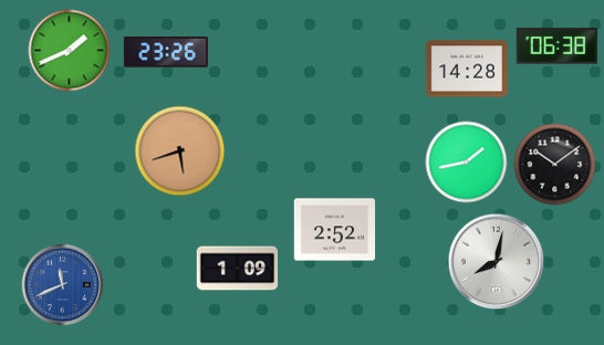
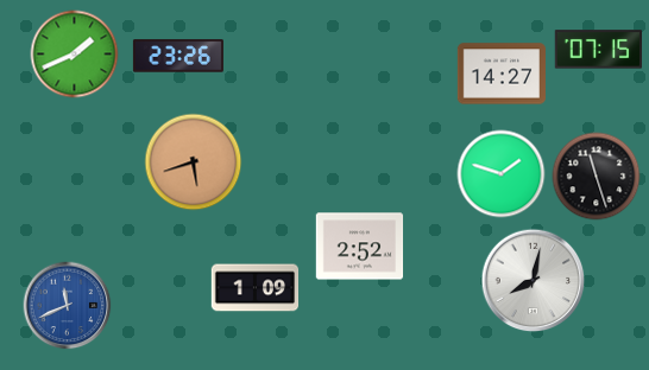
clock at (556, 46): 06:38 -> 07:15
clock at (466, 69): 14:28 -> 14:27
clock at (467, 163): 1:43 -> 1:48
clock at (555, 165): 10:09 -> 11:27
